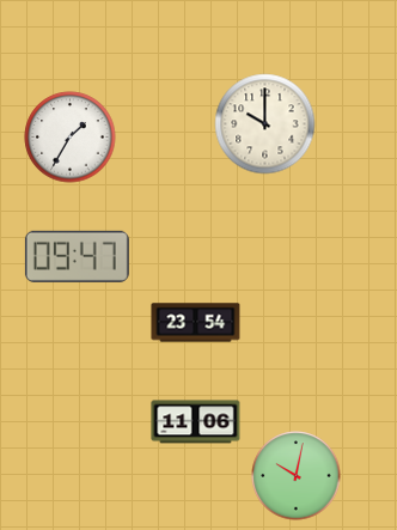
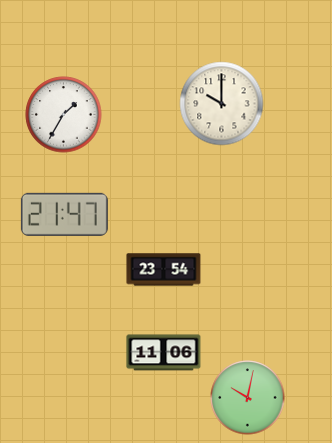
clock at (71, 138) position: (71, 138) -> (64, 115)
clock at (77, 256): 09:47 -> 21:47
